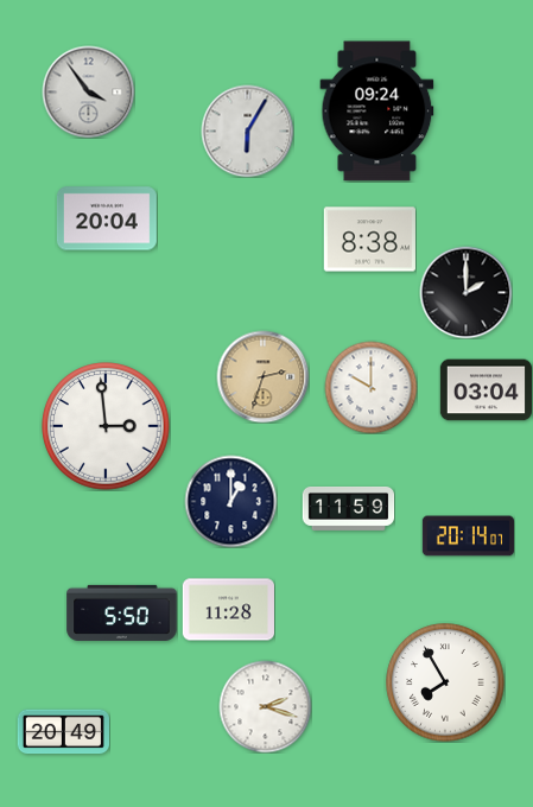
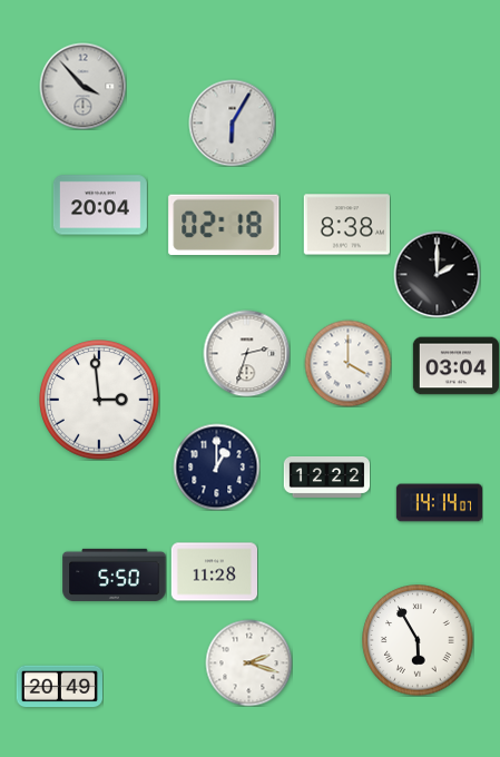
clock at (88, 91): 3:54 -> 3:53
clock at (377, 112): 09:24 -> none
clock at (224, 225): none -> 02:18
clock at (262, 376) dial: champagne -> white
clock at (370, 387): 10:00 -> 4:00
clock at (230, 501) position: (230, 501) -> (216, 466)
clock at (348, 509): 11:59 -> 12:22
clock at (468, 536): 20:14 -> 14:14
clock at (445, 682): 7:55 -> 5:55
